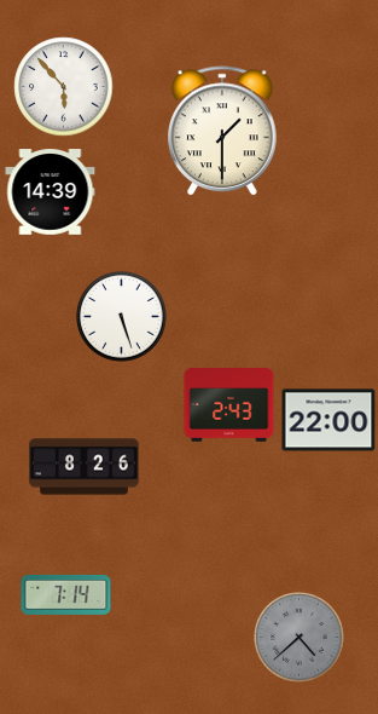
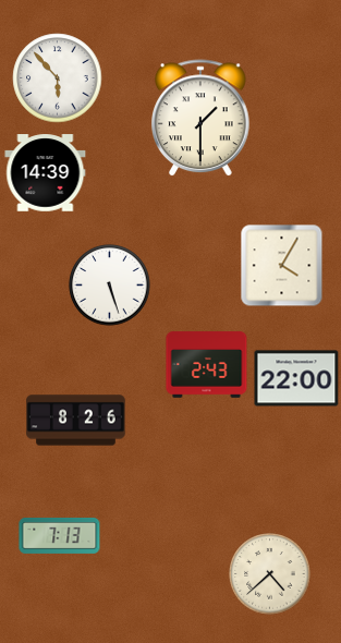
clock at (282, 266): none -> 4:05
clock at (66, 594): 7:14 -> 7:13
clock at (300, 638) dial: grey -> cream
